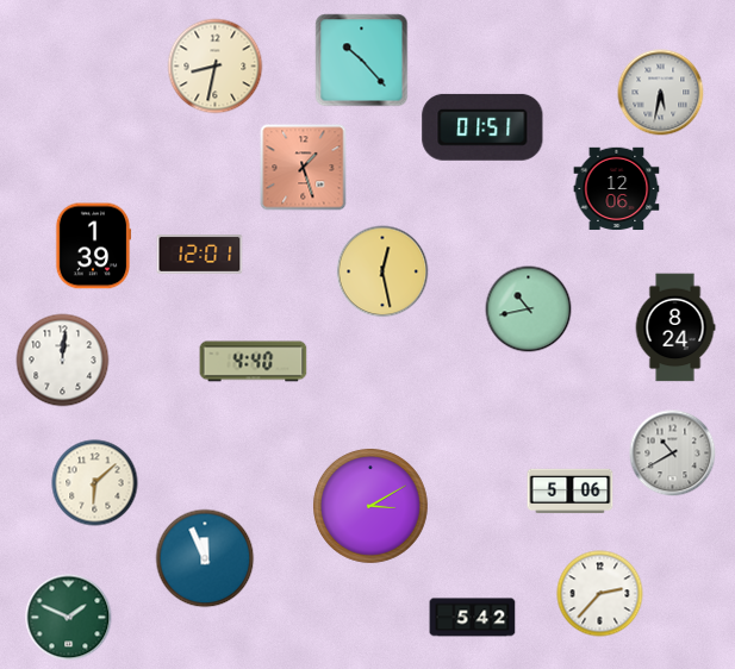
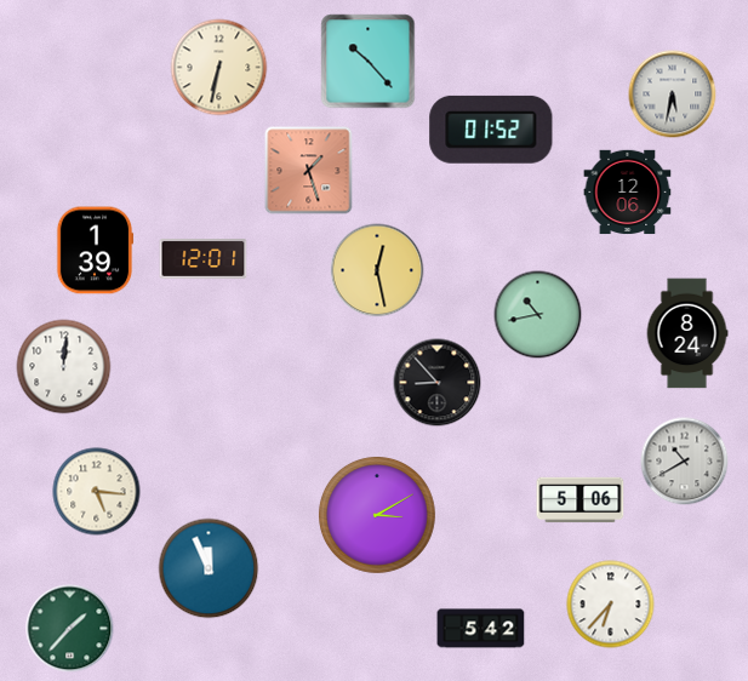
clock at (216, 67): 8:32 -> 6:32
clock at (482, 127): 01:51 -> 01:52
clock at (382, 271) position: (382, 271) -> (377, 270)
clock at (254, 362): 4:40 -> none
clock at (438, 383): none -> 8:53
clock at (95, 483): 6:08 -> 5:16
clock at (600, 594): 2:37 -> 6:37
clock at (69, 618): 1:49 -> 1:37
